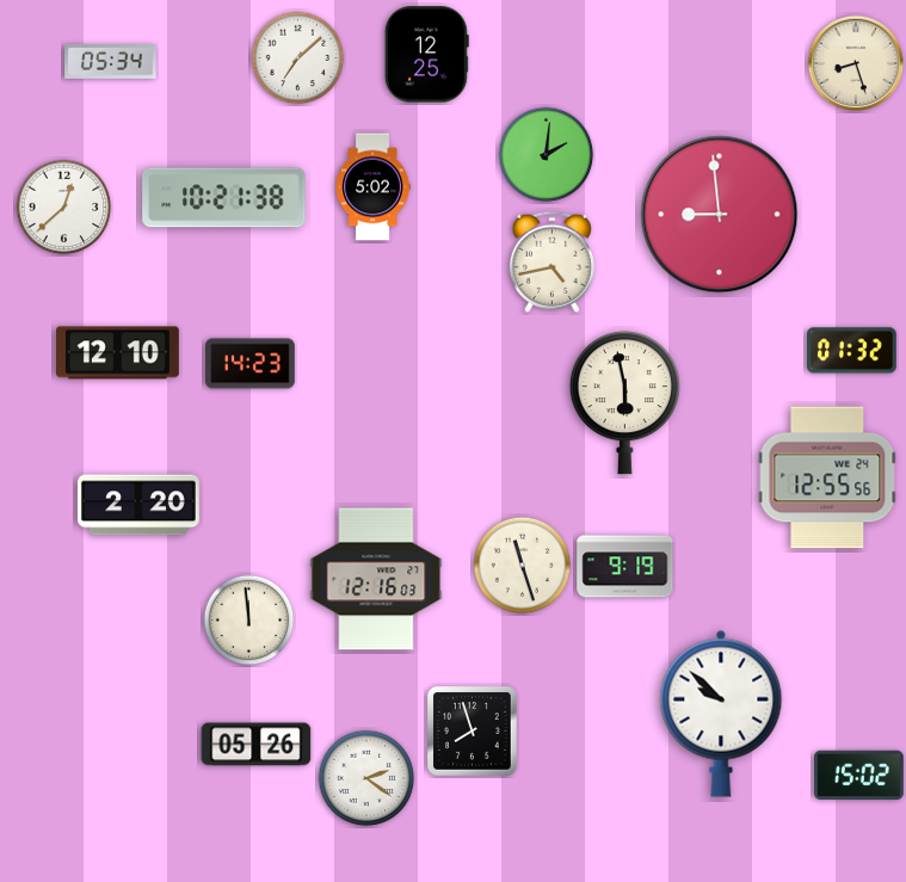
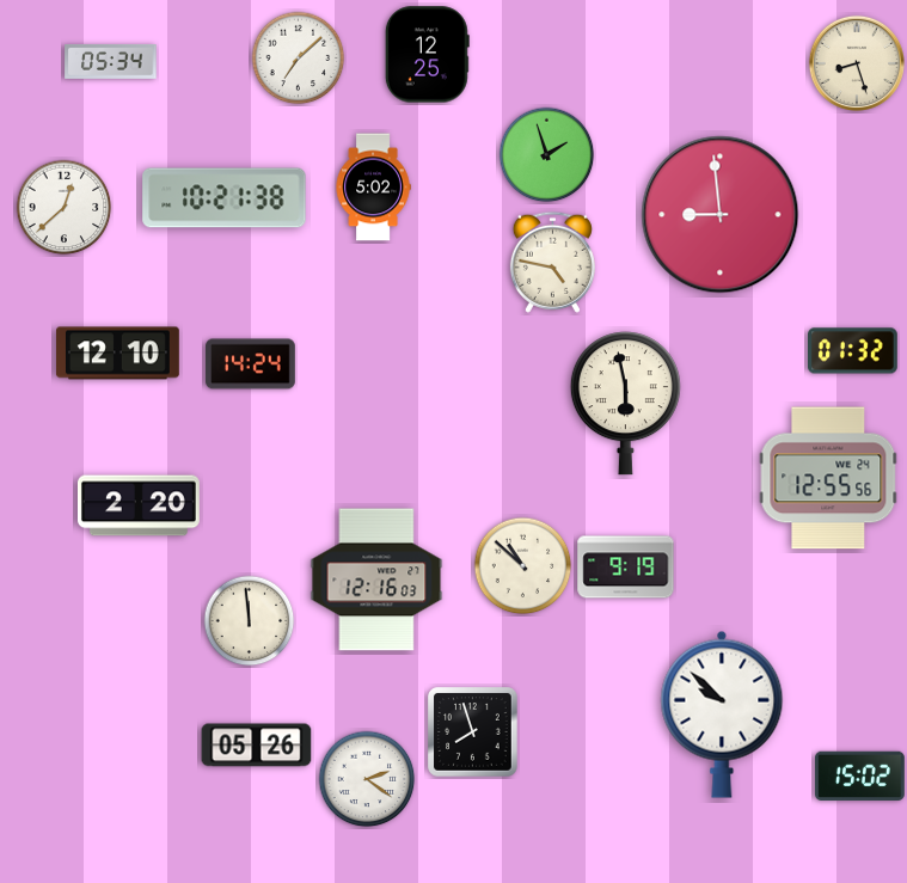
clock at (547, 155): 2:01 -> 1:57
clock at (551, 261): 4:43 -> 4:47
clock at (251, 364): 14:23 -> 14:24
clock at (523, 566): 11:27 -> 10:52
